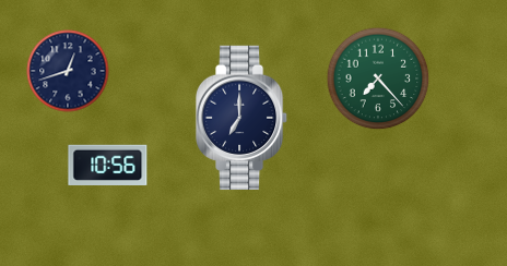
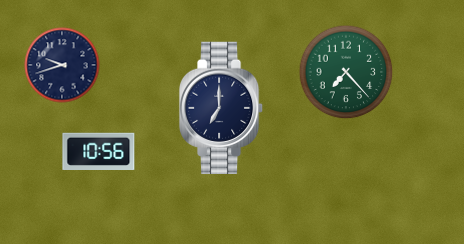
clock at (68, 71): 12:42 -> 9:42
